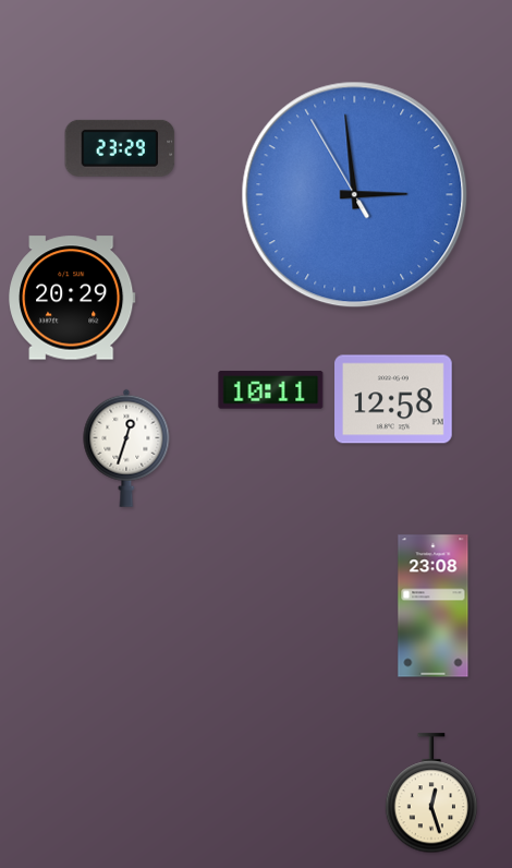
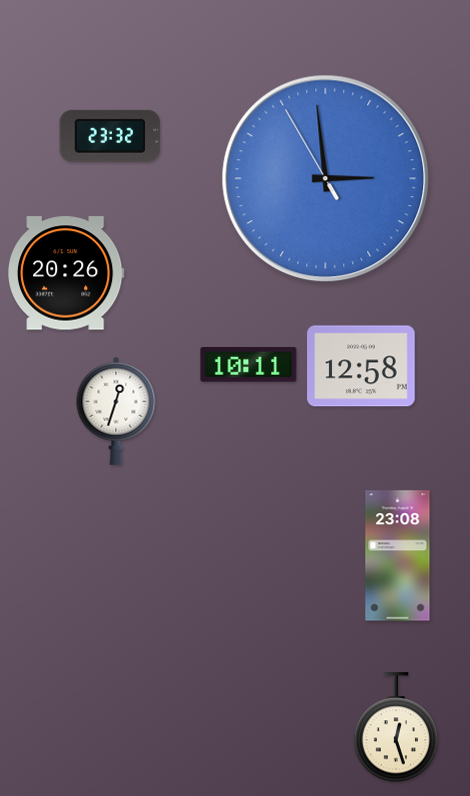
clock at (120, 148): 23:29 -> 23:32
clock at (73, 298): 20:29 -> 20:26
clock at (271, 390) position: (271, 390) -> (249, 365)
